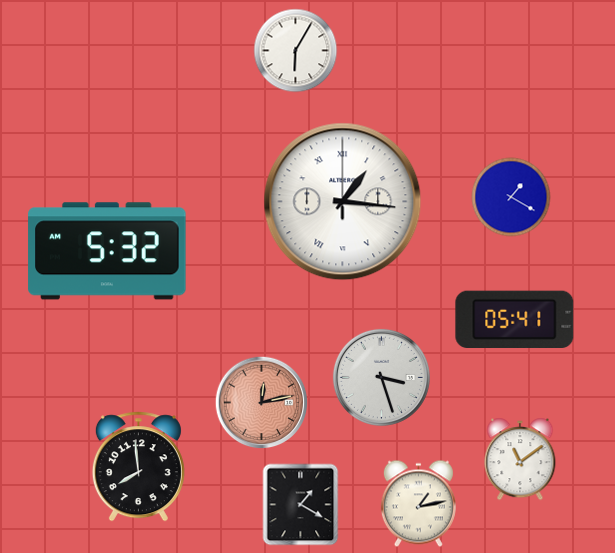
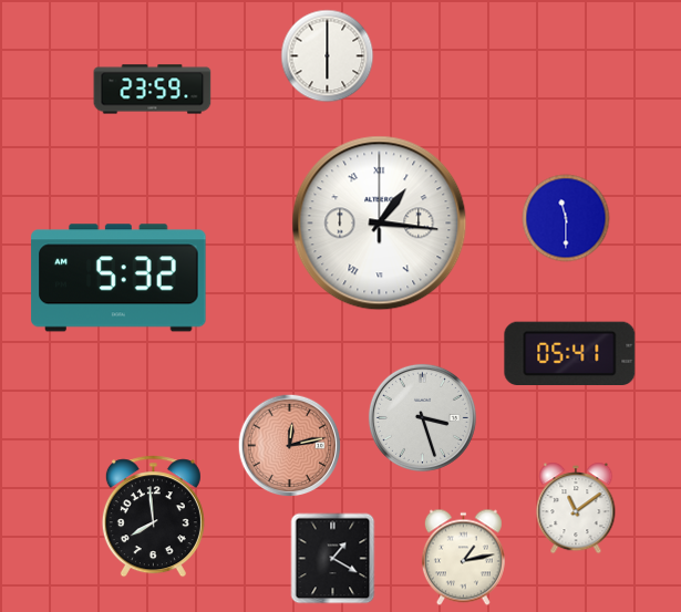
clock at (296, 51): 6:05 -> 6:00
clock at (153, 90): none -> 23:59
clock at (511, 197): 1:20 -> 11:30
